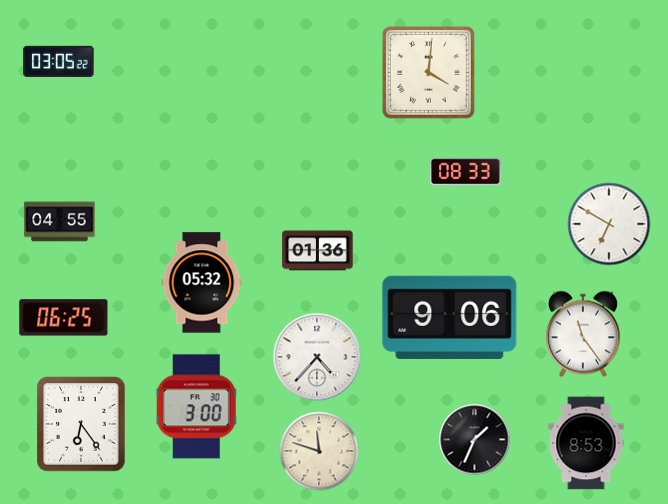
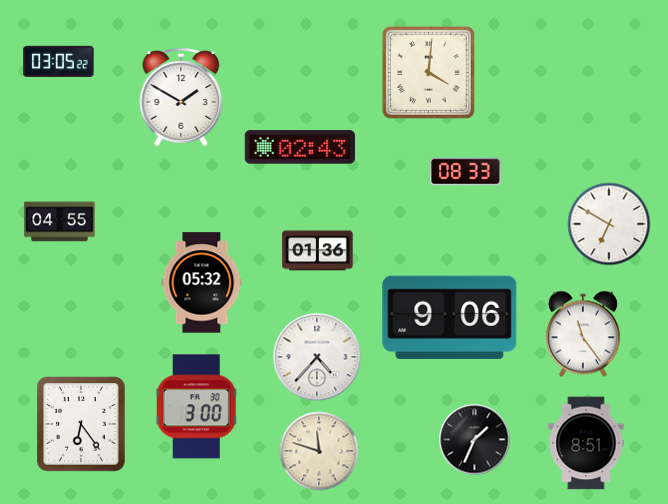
clock at (181, 97): none -> 1:50
clock at (300, 147): none -> 02:43
clock at (64, 318): 06:25 -> none
clock at (586, 443): 8:53 -> 8:51
